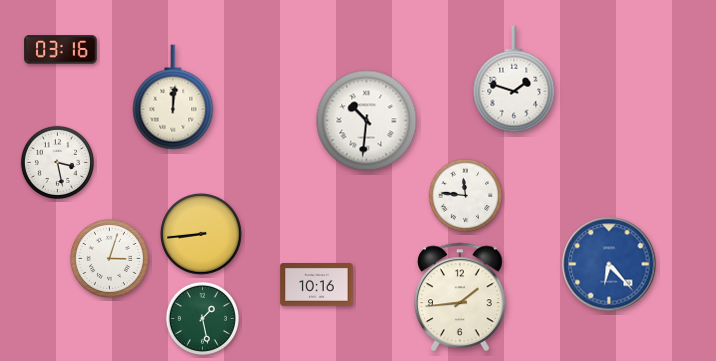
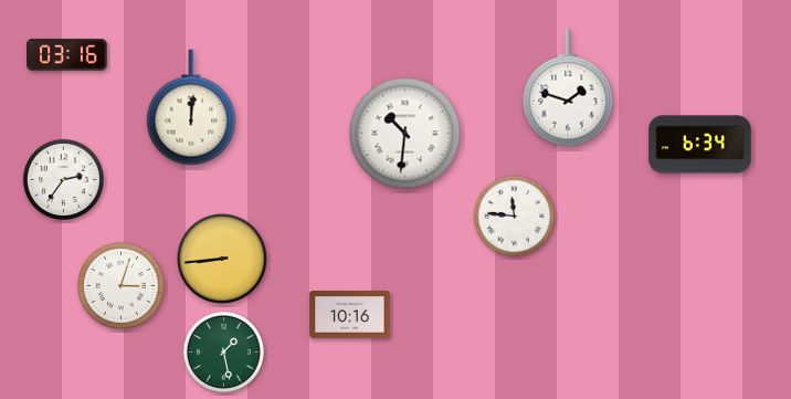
clock at (700, 145): none -> 6:34
clock at (57, 162): 3:28 -> 2:36
clock at (609, 264): 6:23 -> none
clock at (461, 296): 1:44 -> none
